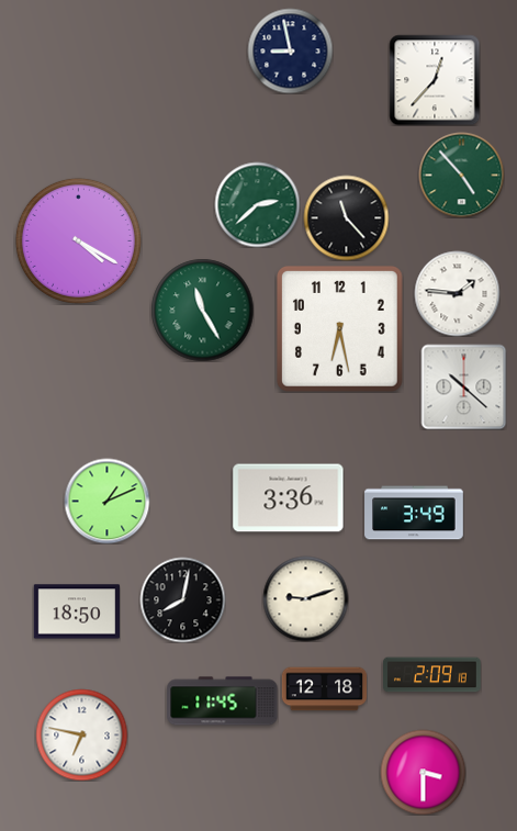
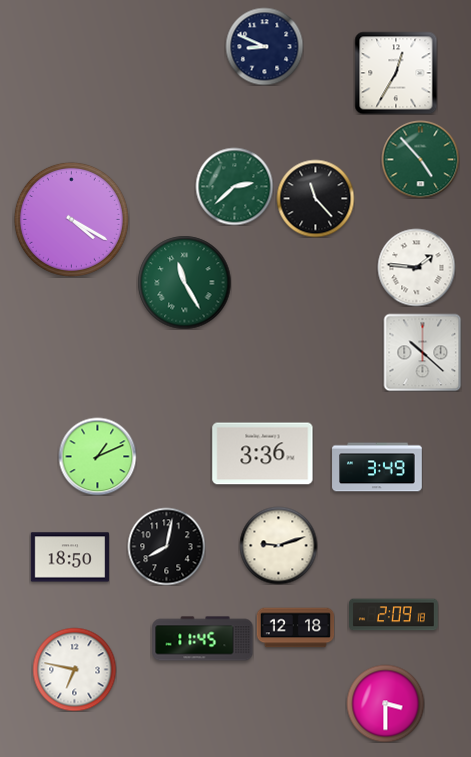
clock at (290, 50): 8:58 -> 8:49
clock at (435, 80): 12:37 -> 12:35
clock at (340, 329): 6:28 -> none
